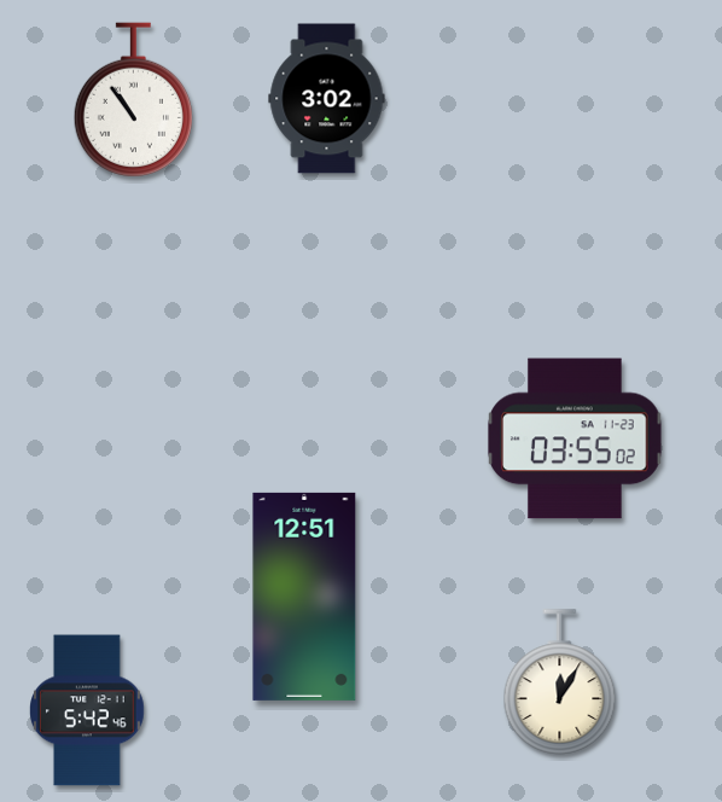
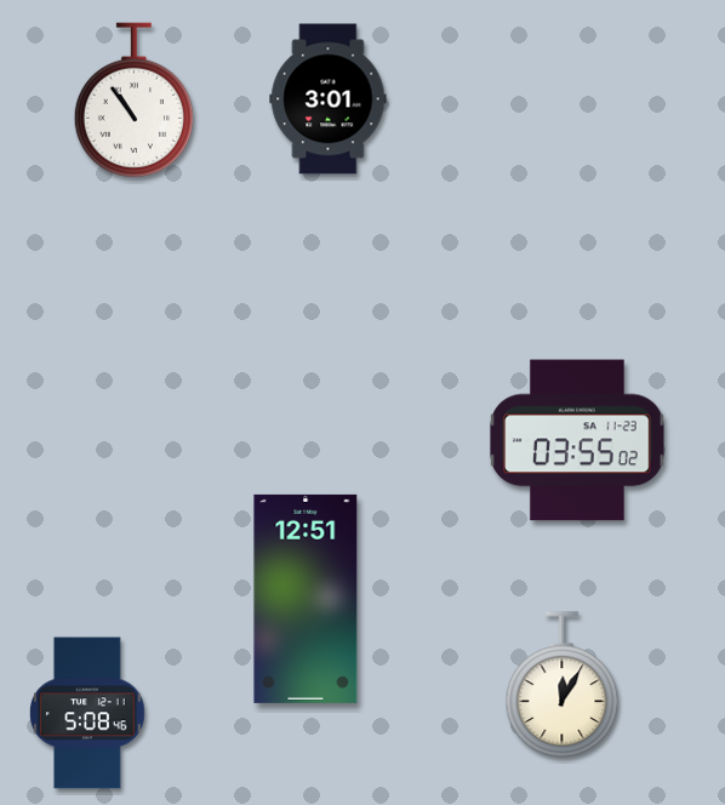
clock at (327, 99): 3:02 -> 3:01
clock at (88, 710): 5:42 -> 5:08
